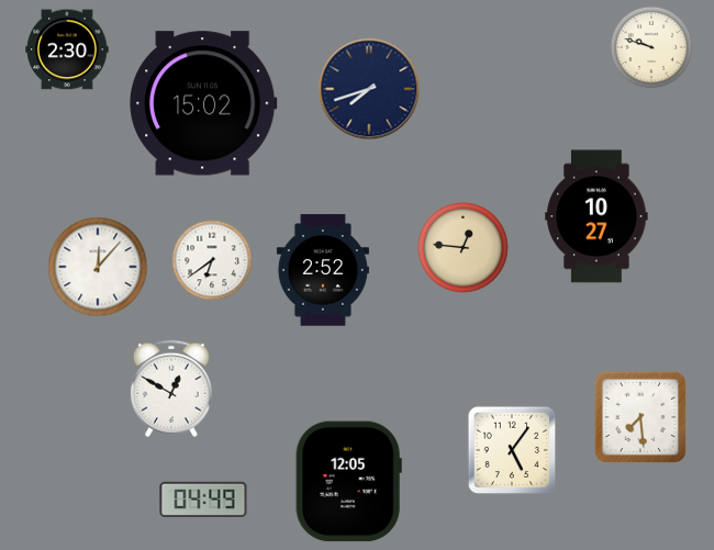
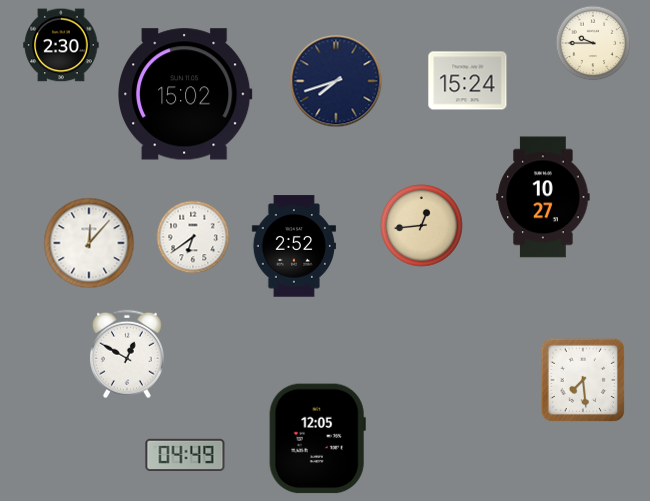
clock at (651, 47): 9:48 -> 9:45
clock at (468, 81): none -> 15:24
clock at (464, 248): 12:46 -> 12:44
clock at (171, 389) position: (171, 389) -> (127, 354)
clock at (512, 450): 5:06 -> none
